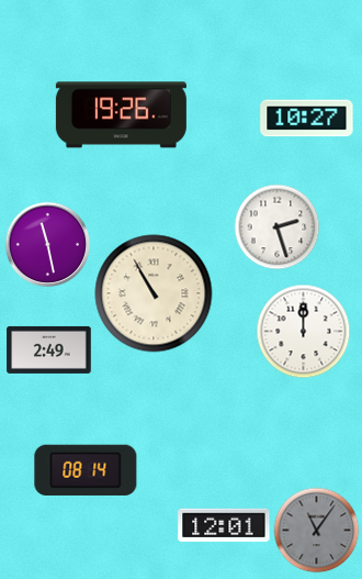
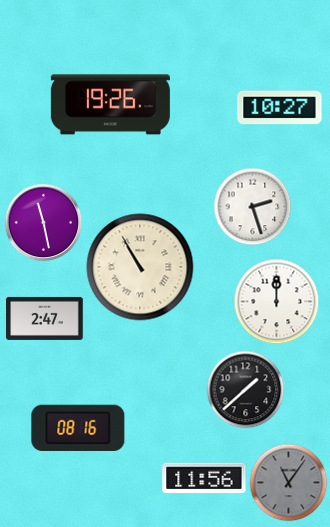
clock at (49, 349): 2:49 -> 2:47
clock at (245, 389): none -> 1:38
clock at (86, 470): 08:14 -> 08:16
clock at (224, 525): 12:01 -> 11:56
